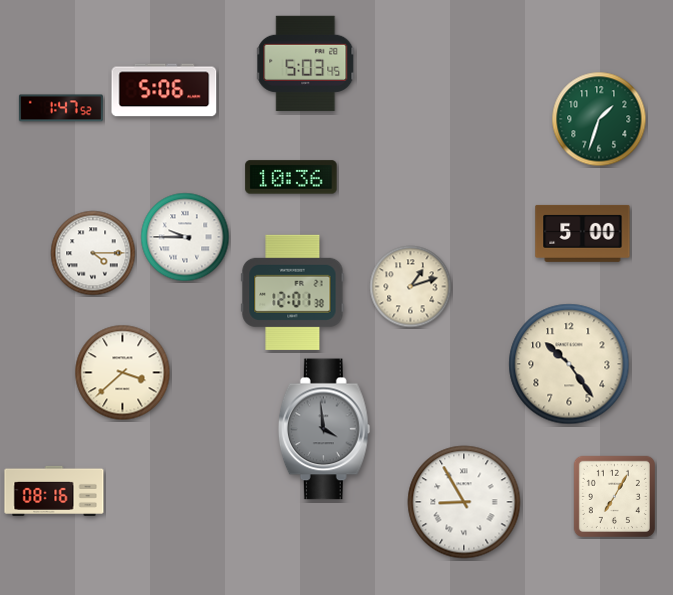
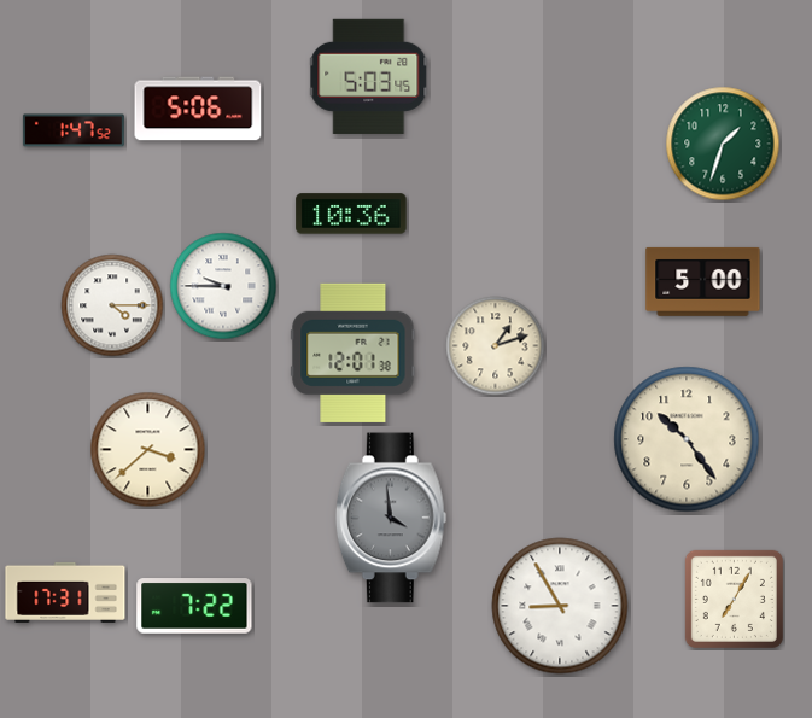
clock at (54, 491): 08:16 -> 17:31
clock at (614, 496) position: (614, 496) -> (734, 599)
clock at (194, 606): none -> 7:22
